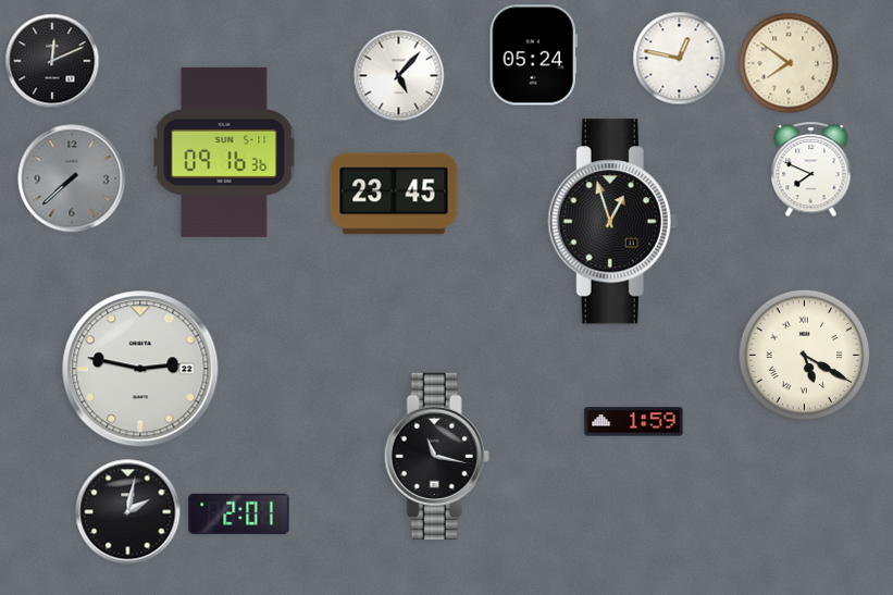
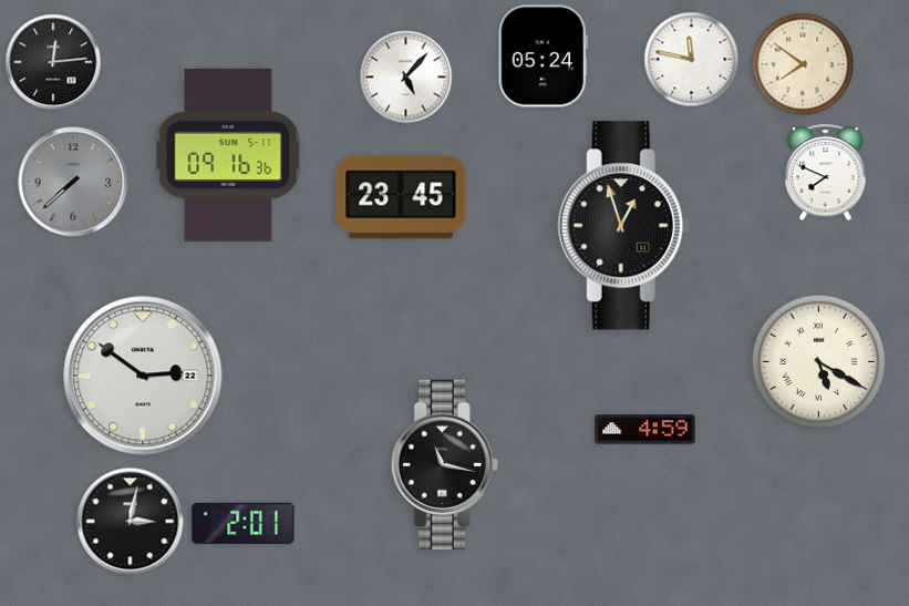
clock at (680, 59): 12:47 -> 11:47
clock at (52, 61): 12:11 -> 12:14
clock at (140, 369): 2:47 -> 2:51
clock at (634, 422): 1:59 -> 4:59
clock at (128, 512): 2:02 -> 3:02
